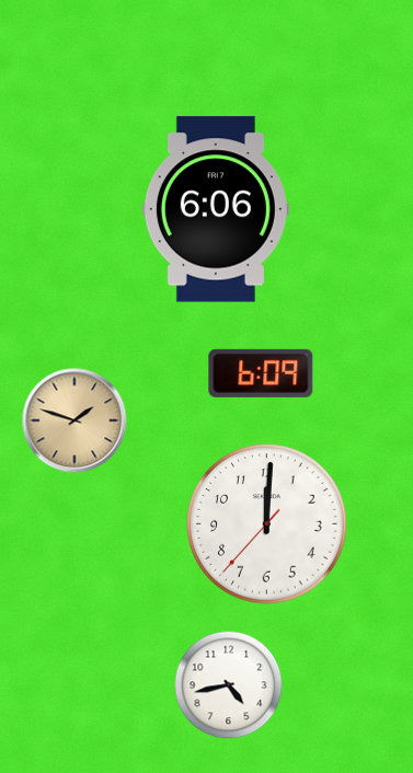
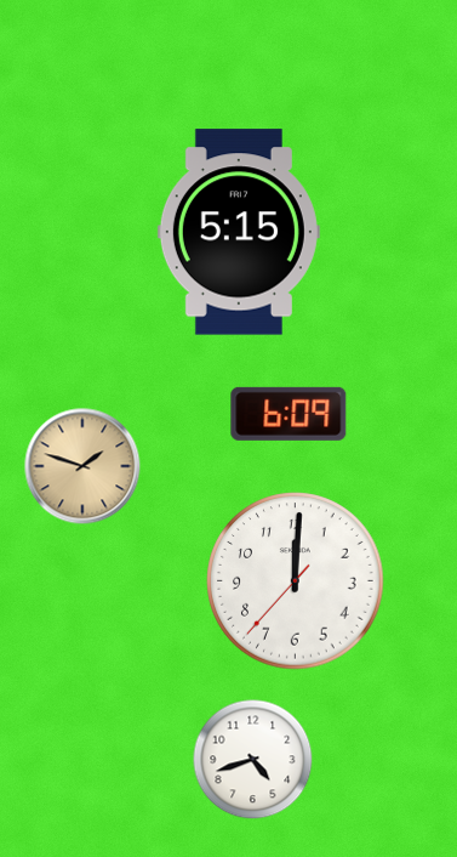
clock at (216, 209): 6:06 -> 5:15
clock at (229, 685): 4:43 -> 4:42
